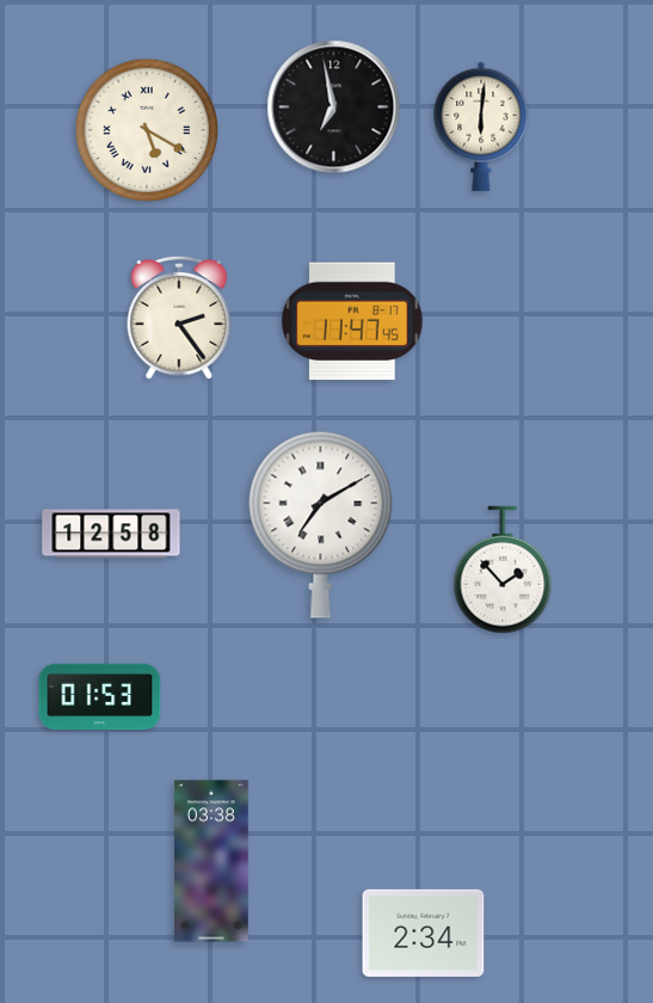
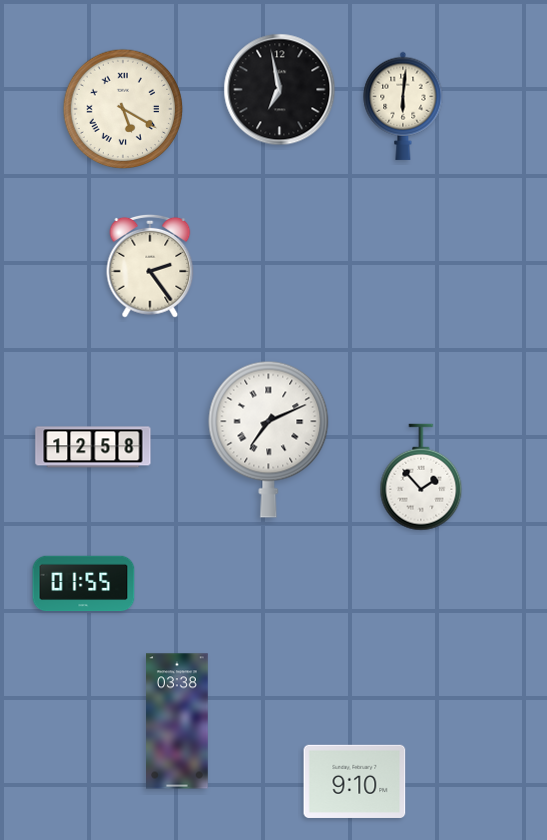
clock at (353, 321): 11:47 -> none
clock at (321, 524): 7:10 -> 7:11
clock at (100, 697): 01:53 -> 01:55
clock at (424, 933): 2:34 -> 9:10
